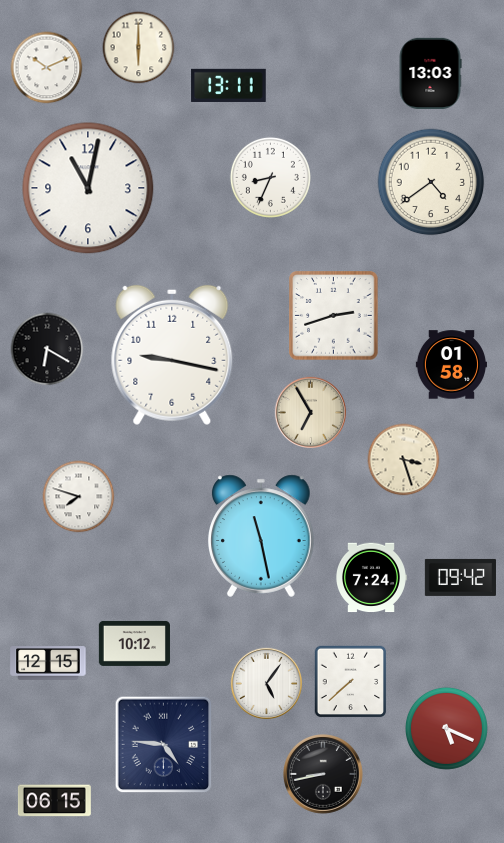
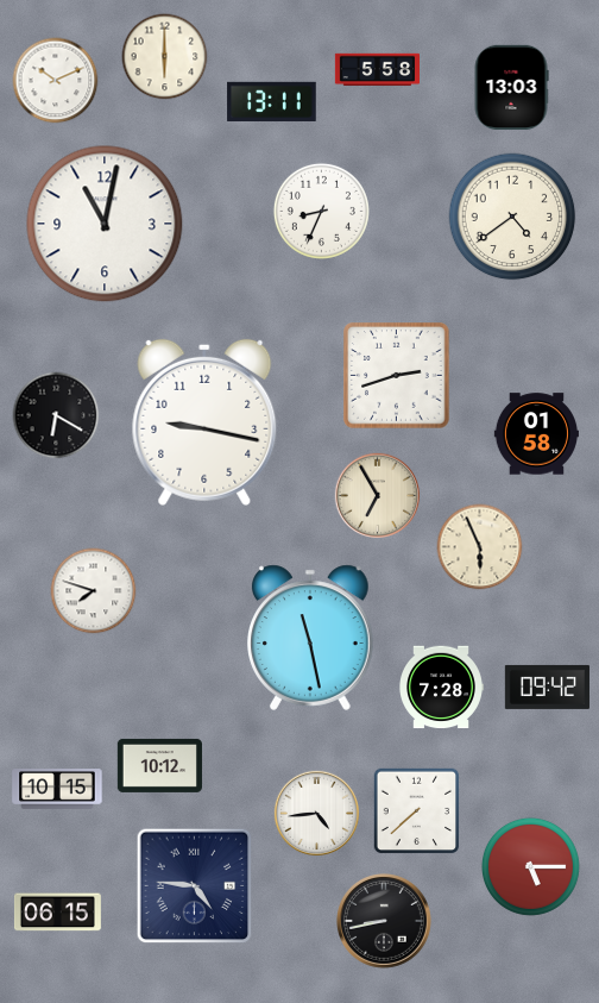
clock at (377, 70): none -> 5:58
clock at (310, 412) position: (310, 412) -> (377, 495)
clock at (404, 460): 3:27 -> 5:56
clock at (372, 578): 7:24 -> 7:28
clock at (48, 663): 12:15 -> 10:15
clock at (266, 683): 5:06 -> 4:44
clock at (446, 728): 5:19 -> 5:15
clock at (54, 801) position: (54, 801) -> (57, 913)
